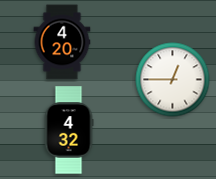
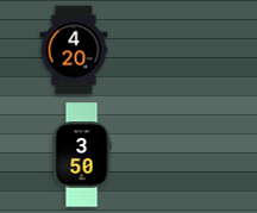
clock at (173, 80): 12:45 -> none
clock at (69, 130): 4:32 -> 3:50
